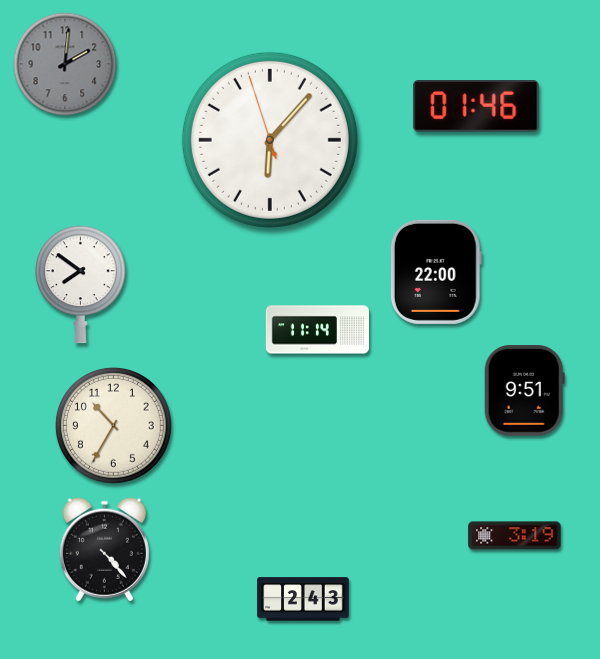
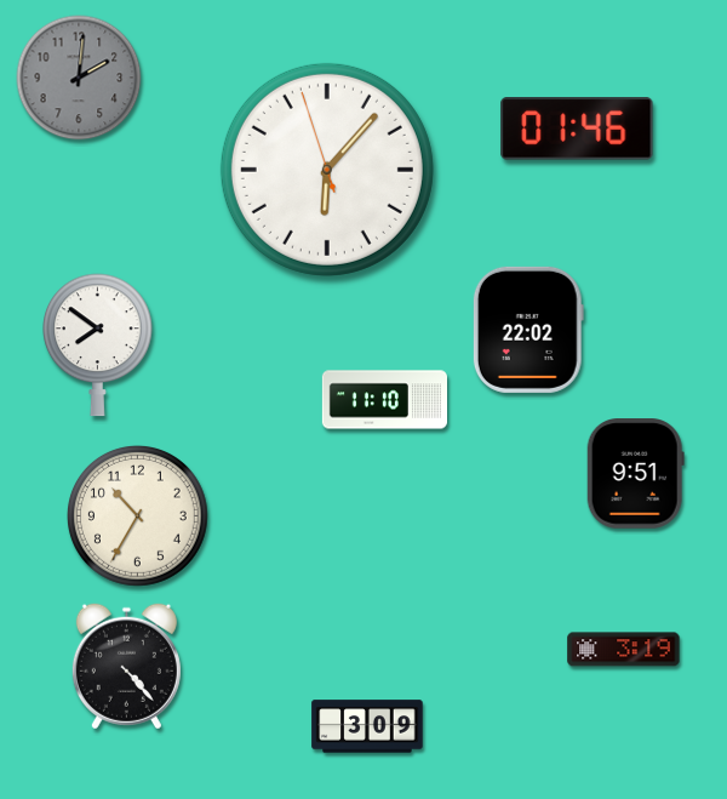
clock at (436, 272): 22:00 -> 22:02
clock at (317, 330): 11:14 -> 11:10
clock at (303, 599): 2:43 -> 3:09
